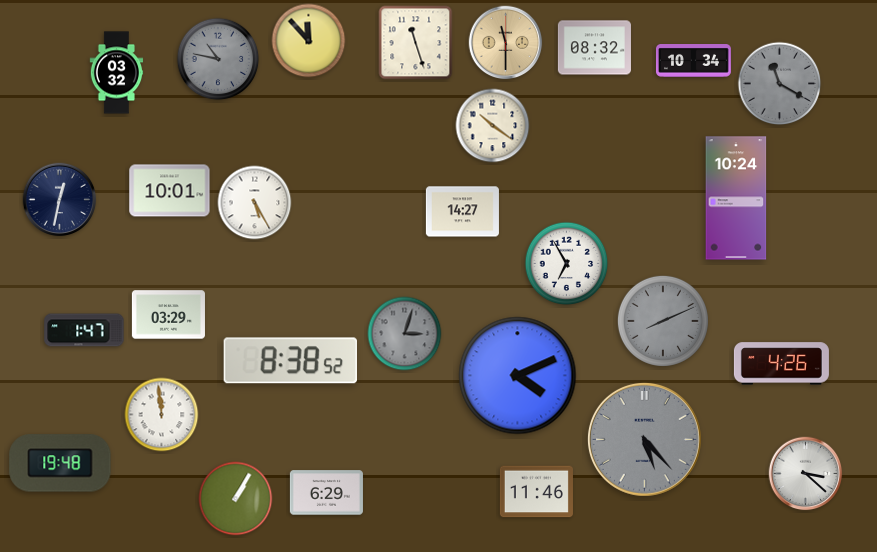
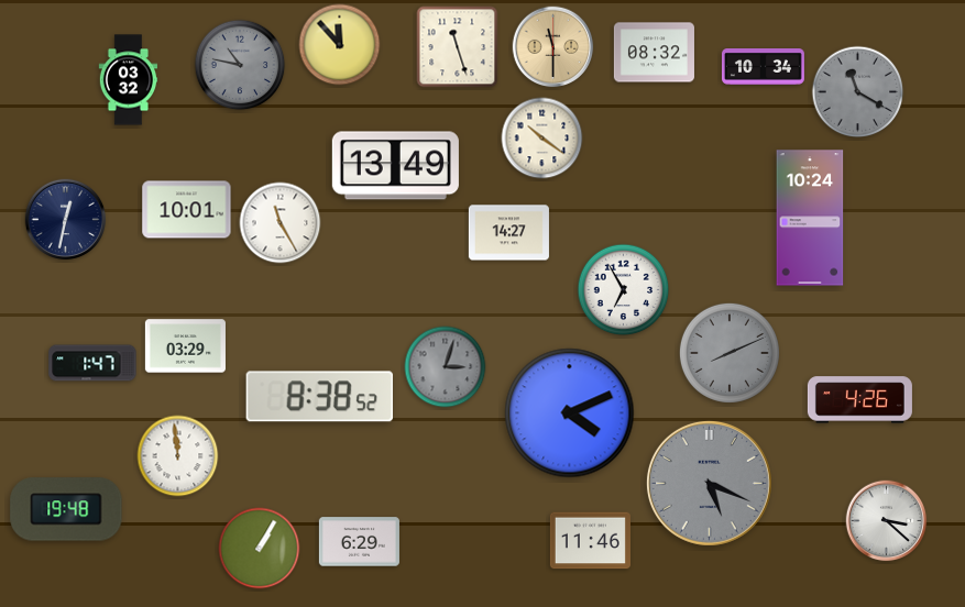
clock at (506, 43) position: (506, 43) -> (553, 47)
clock at (395, 166): none -> 13:49
clock at (255, 203): 5:25 -> 11:25
clock at (644, 439): 5:23 -> 5:19
